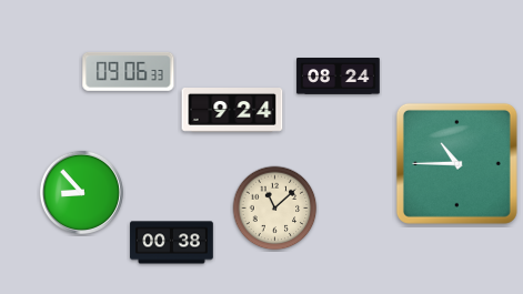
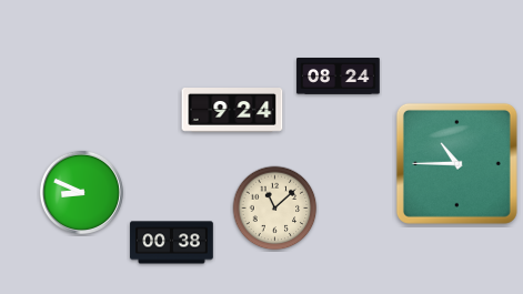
clock at (129, 71): 09:06 -> none
clock at (81, 192): 8:53 -> 8:49
